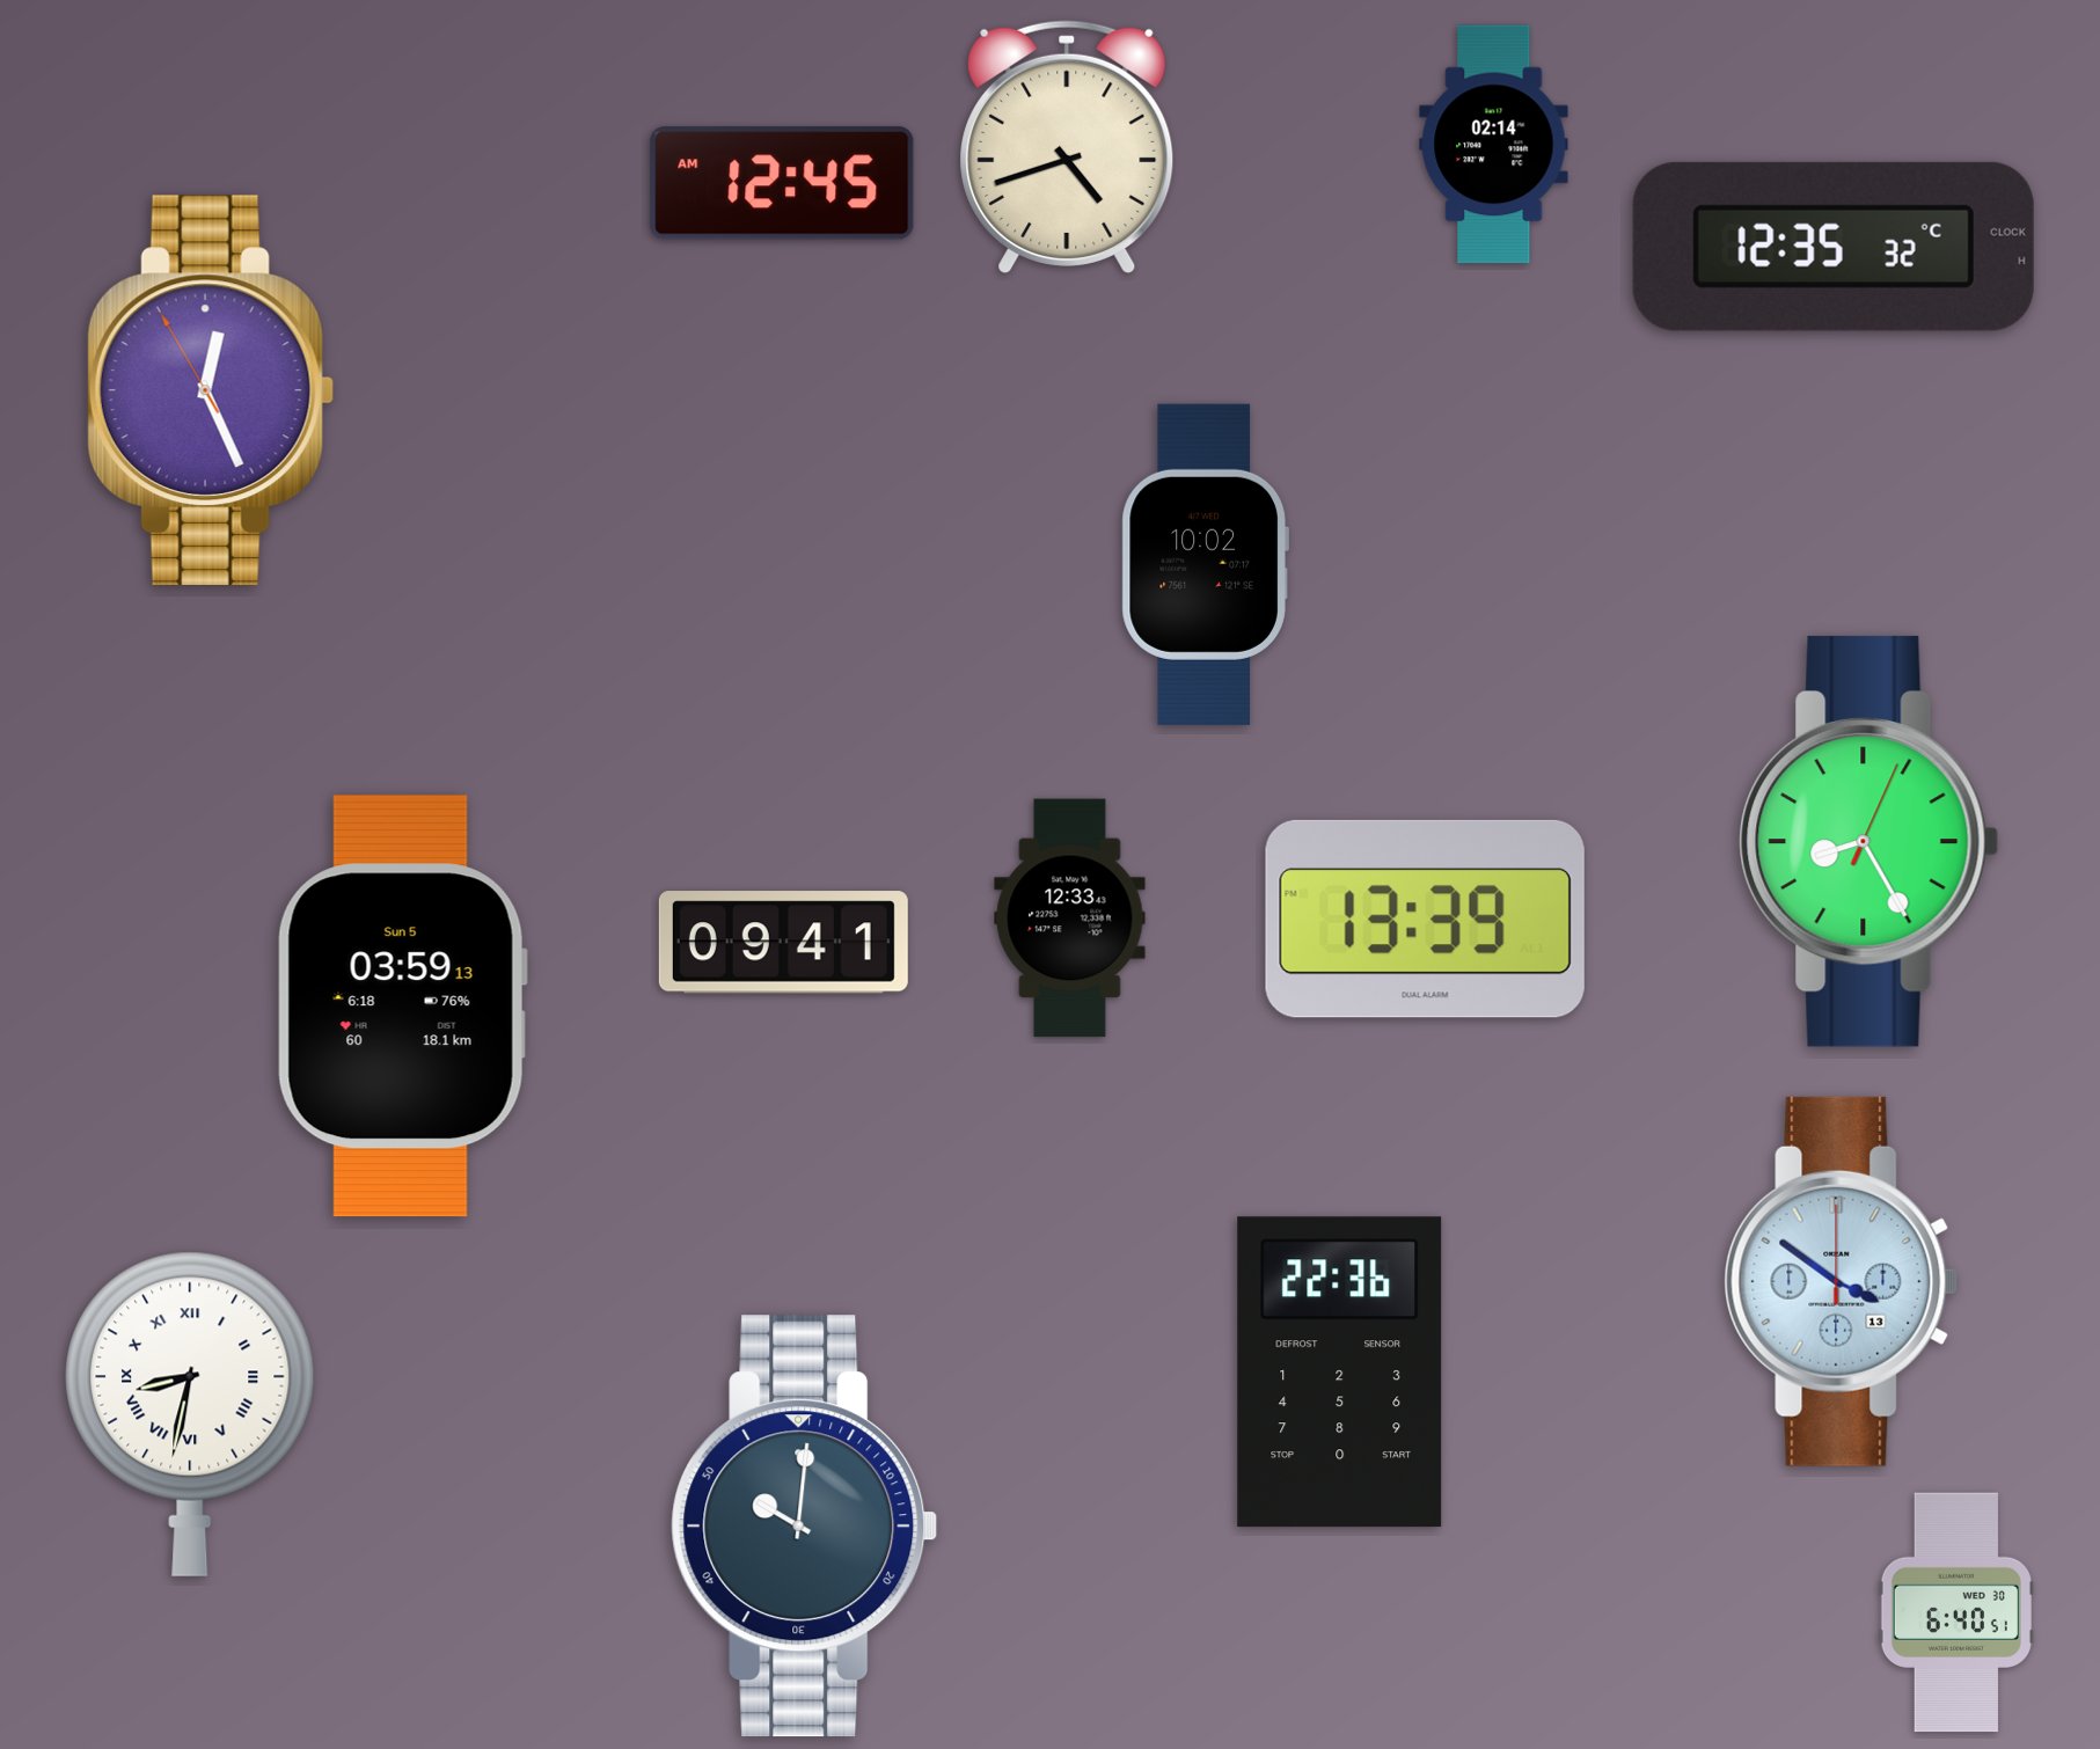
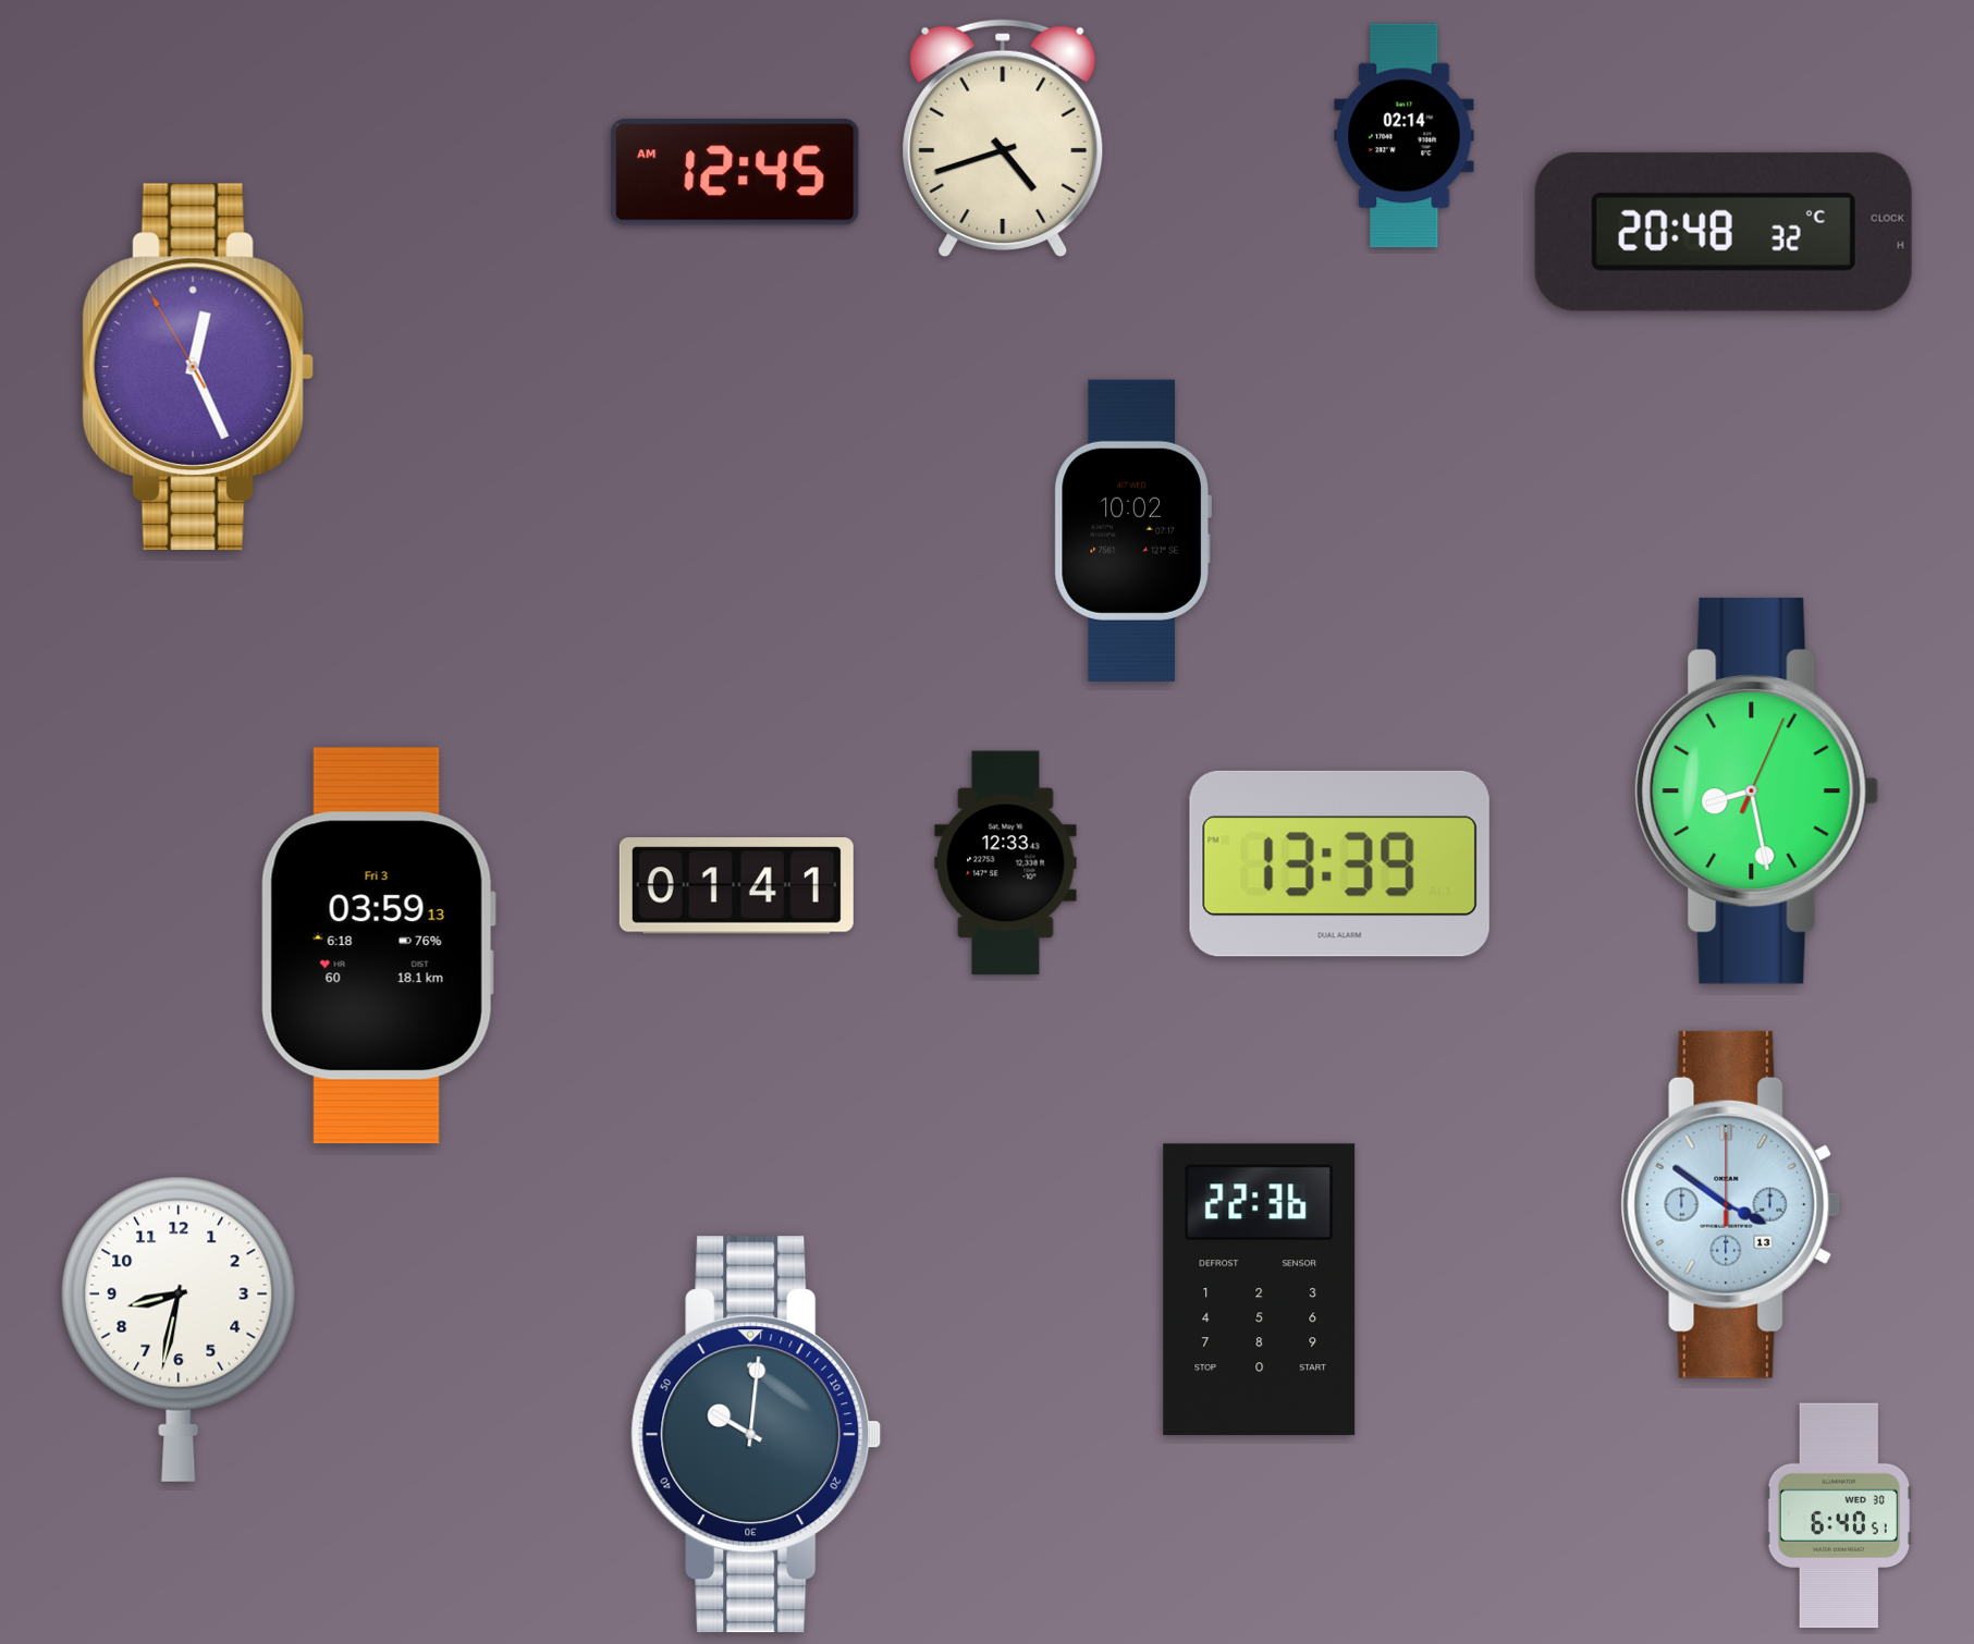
clock at (1834, 247): 12:35 -> 20:48
clock at (1869, 841): 8:25 -> 8:28
clock at (783, 943): 09:41 -> 01:41
clock at (402, 1007) date: Sun 5 -> Fri 3
clock at (190, 1414) numerals: Roman -> Arabic
